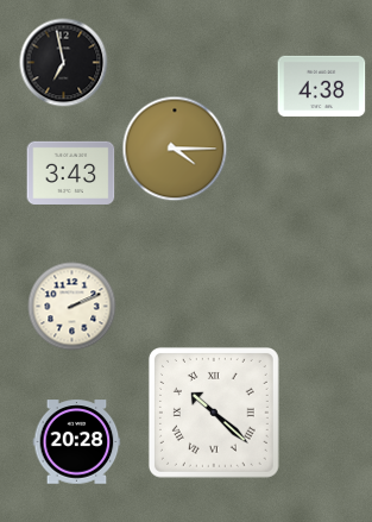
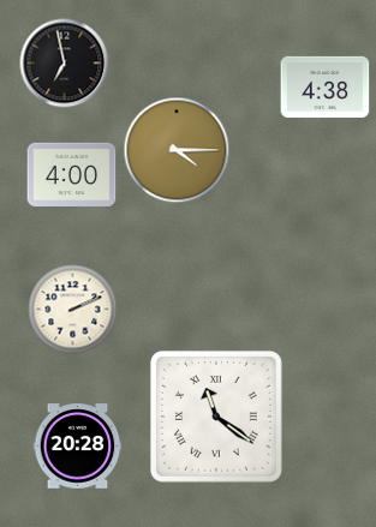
clock at (71, 172): 3:43 -> 4:00
clock at (214, 413): 10:22 -> 11:21
